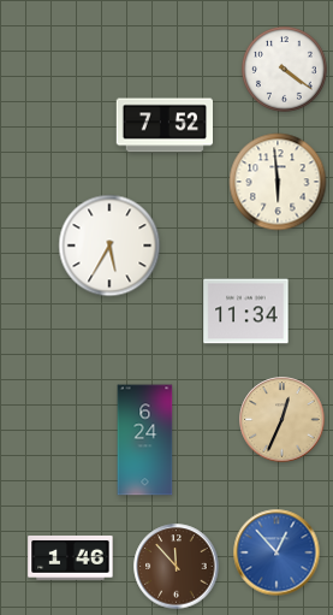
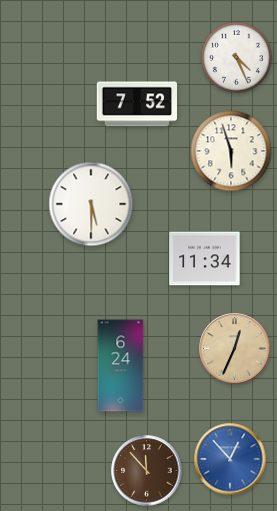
clock at (284, 69): 4:21 -> 4:26
clock at (278, 182): 5:59 -> 5:57
clock at (109, 246): 5:35 -> 5:30
clock at (71, 558): 1:46 -> none
